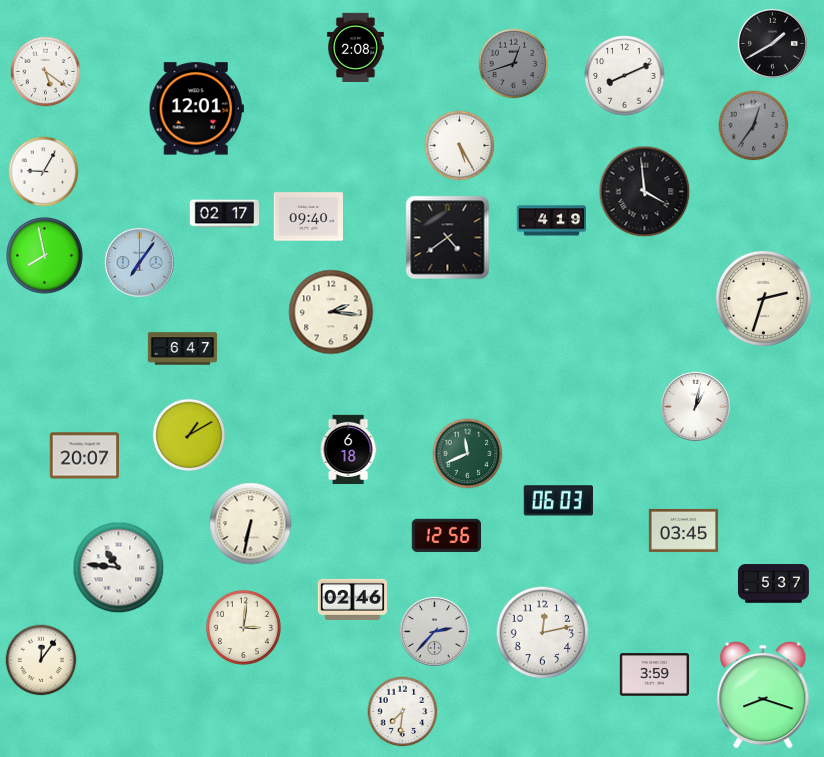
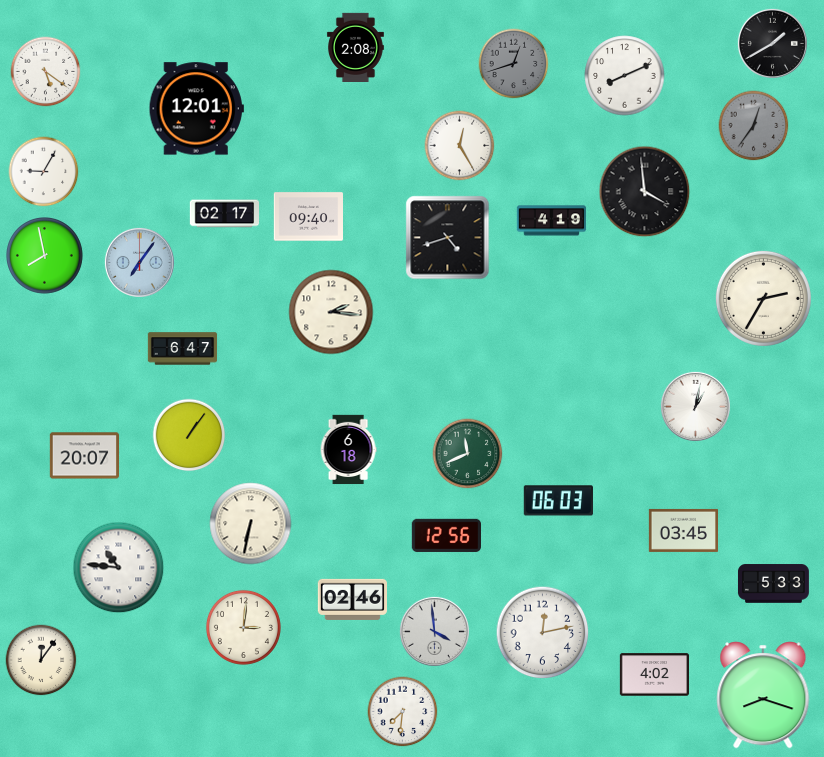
clock at (460, 146): 5:25 -> 12:25
clock at (448, 238): 4:39 -> 4:42
clock at (763, 298): 2:33 -> 2:35
clock at (189, 435): 1:10 -> 1:06
clock at (773, 584): 5:37 -> 5:33
clock at (434, 631): 2:37 -> 3:59
clock at (654, 675): 3:59 -> 4:02
